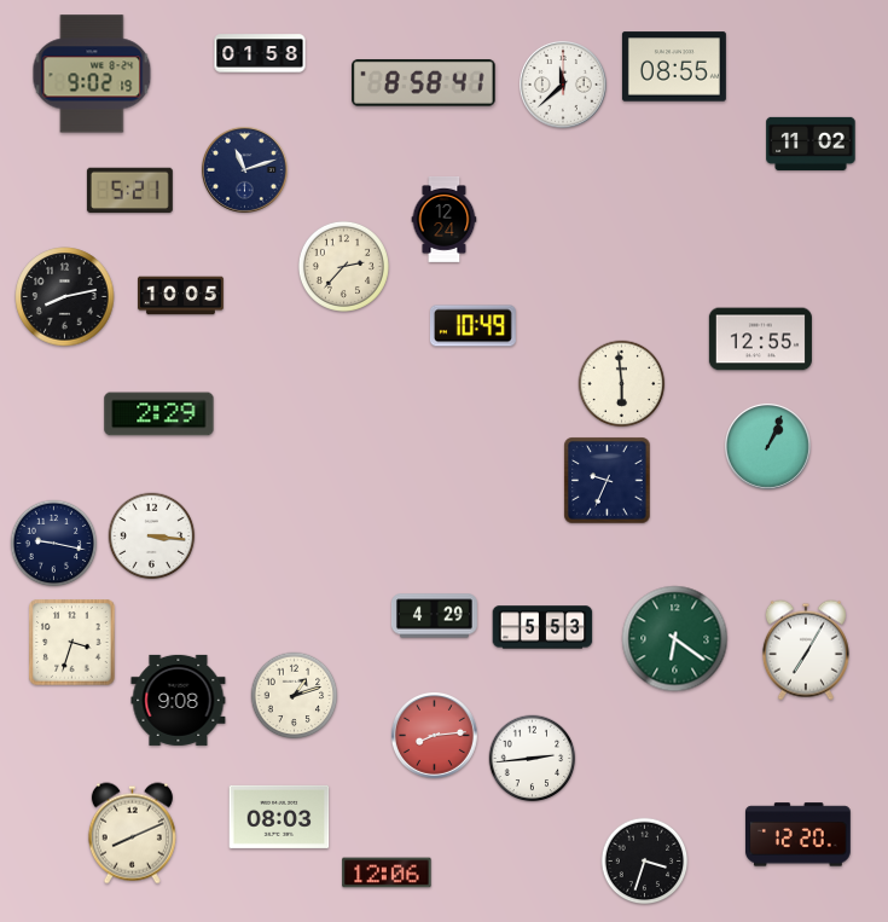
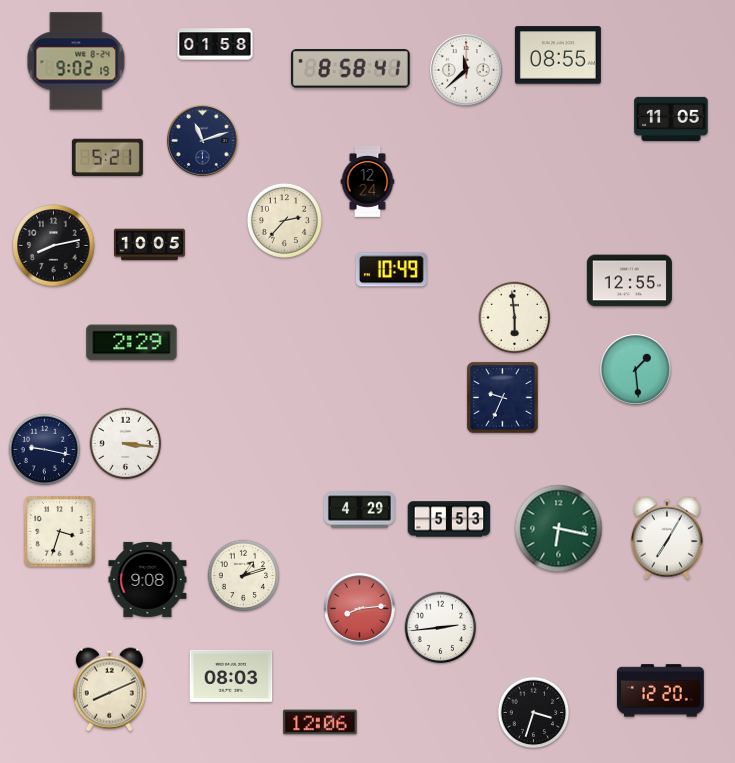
clock at (811, 144): 11:02 -> 11:05
clock at (767, 446): 1:04 -> 1:29
clock at (675, 639): 6:21 -> 6:17
